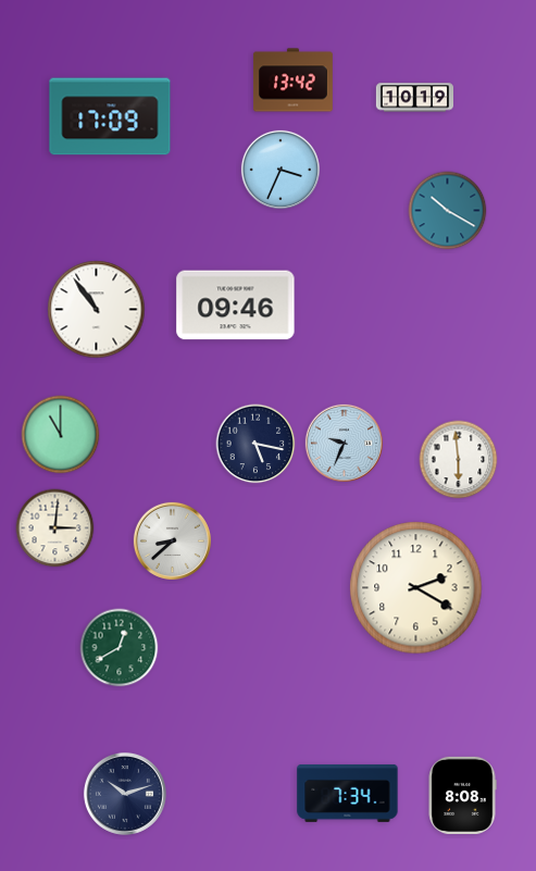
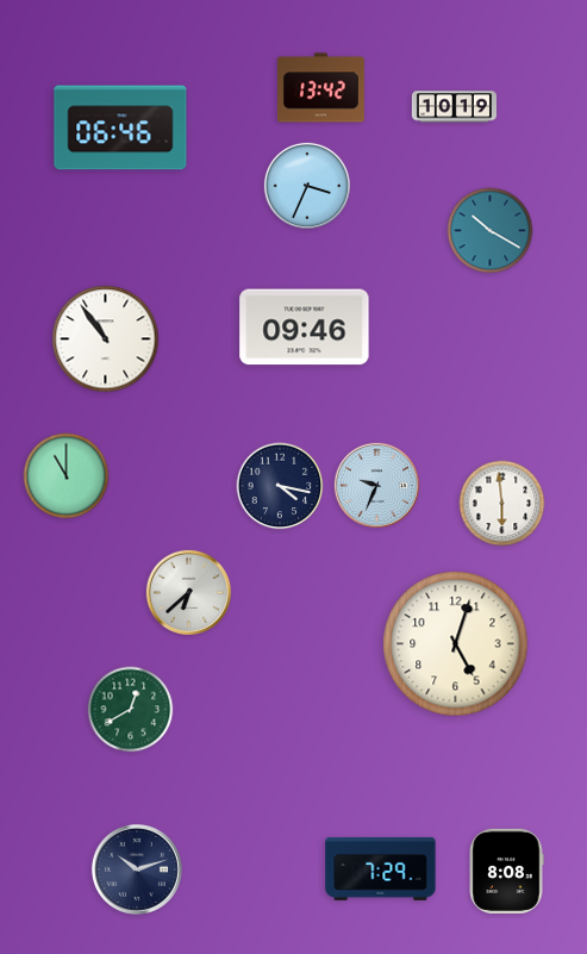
clock at (110, 116): 17:09 -> 06:46
clock at (236, 306) position: (236, 306) -> (305, 328)
clock at (255, 444): 5:17 -> 4:17
clock at (55, 528): 3:01 -> none
clock at (172, 540): 8:38 -> 6:38
clock at (416, 588): 2:20 -> 5:03
clock at (348, 793): 7:34 -> 7:29
